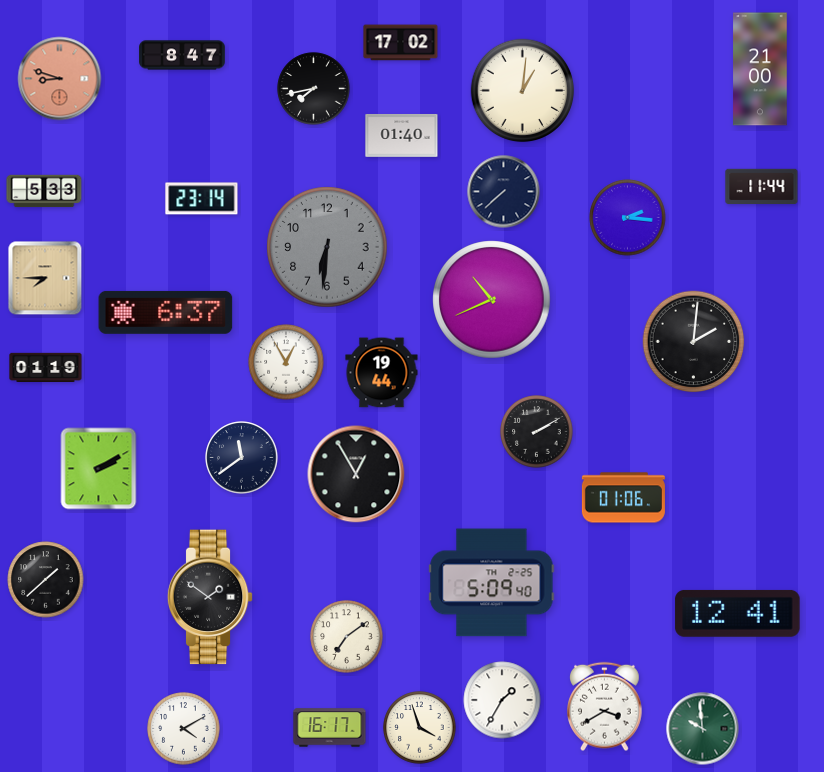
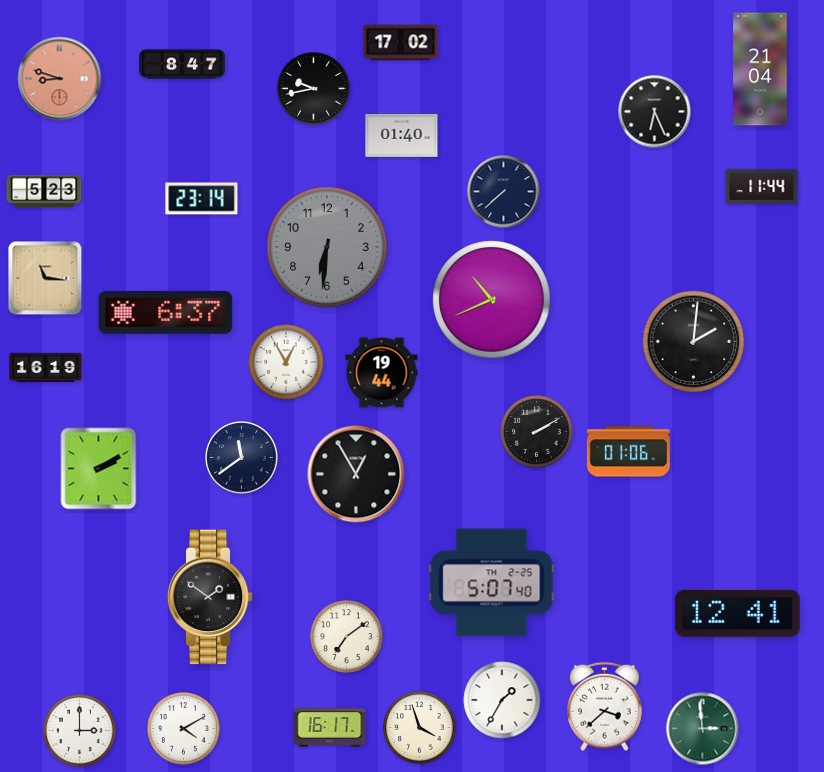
clock at (182, 55) position: (182, 55) -> (182, 64)
clock at (760, 69): 21:00 -> 21:04
clock at (314, 89): 7:43 -> 9:43
clock at (523, 91): 1:01 -> none
clock at (655, 112): none -> 6:26
clock at (44, 191): 5:33 -> 5:23
clock at (628, 218): 2:16 -> none
clock at (45, 278): 7:45 -> 11:16
clock at (46, 368): 01:19 -> 16:19
clock at (623, 498) position: (623, 498) -> (628, 452)
clock at (46, 580): 1:38 -> none
clock at (492, 583): 5:09 -> 5:07
clock at (605, 707): 3:40 -> 3:38
clock at (703, 729): 9:59 -> 2:59
clock at (80, 731): none -> 3:00
